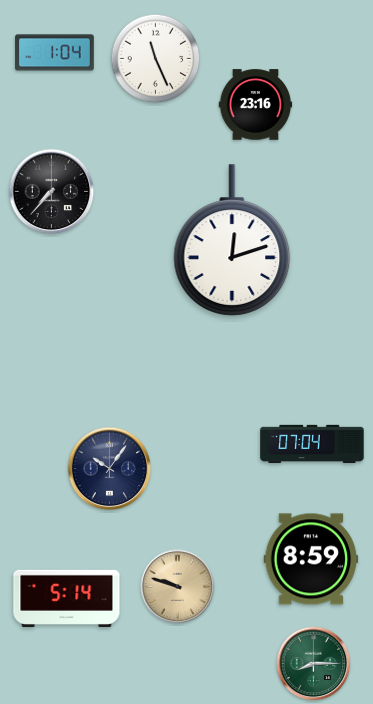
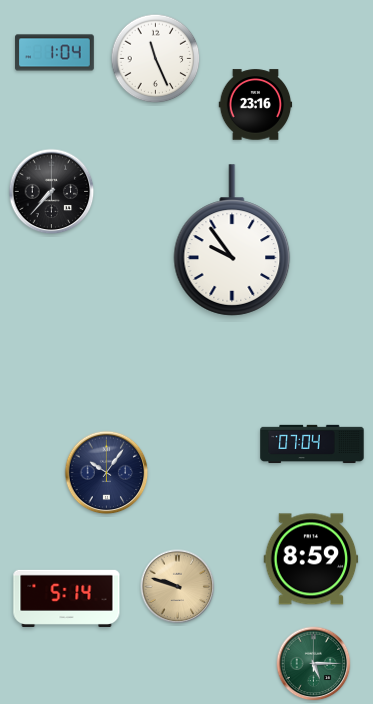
clock at (232, 240): 12:12 -> 9:54
clock at (110, 469) position: (110, 469) -> (107, 473)
clock at (314, 664): 8:15 -> 5:15
